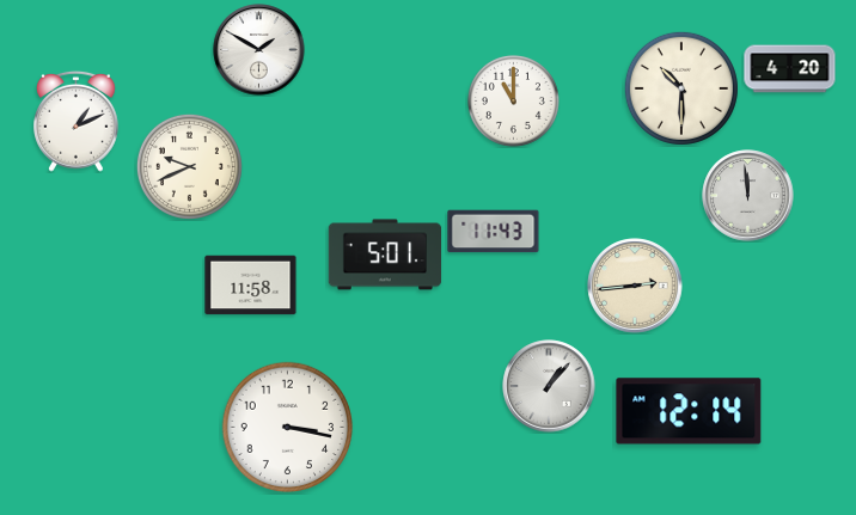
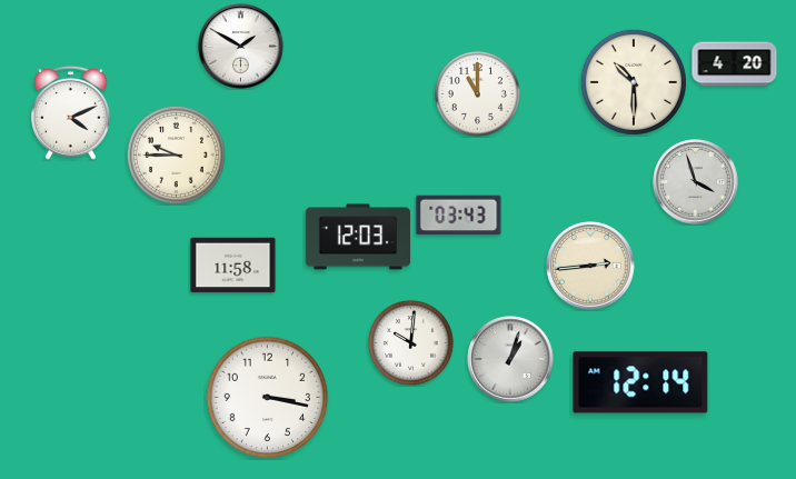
clock at (77, 121): 1:11 -> 4:11
clock at (189, 166): 9:41 -> 9:45
clock at (748, 196): 11:59 -> 3:57
clock at (494, 232): 11:43 -> 03:43
clock at (385, 255): 5:01 -> 12:03
clock at (410, 342): none -> 10:01
clock at (549, 386): 1:07 -> 1:03
